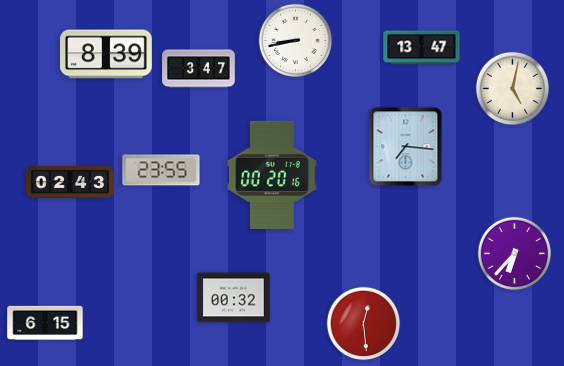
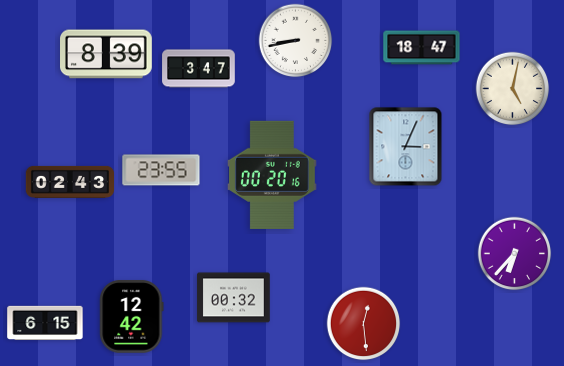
clock at (422, 48): 13:47 -> 18:47
clock at (406, 147): 7:16 -> 3:04
clock at (132, 317): none -> 12:42
